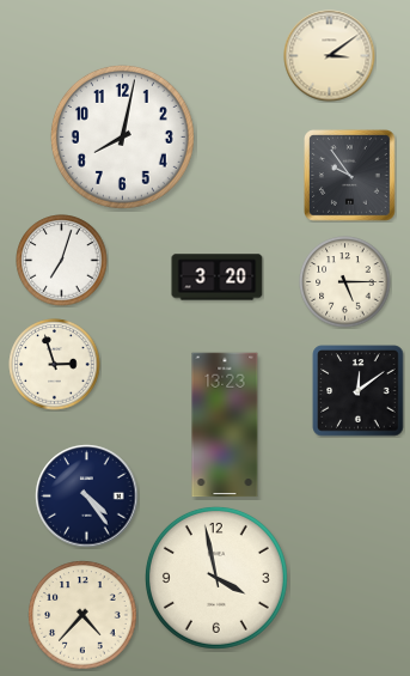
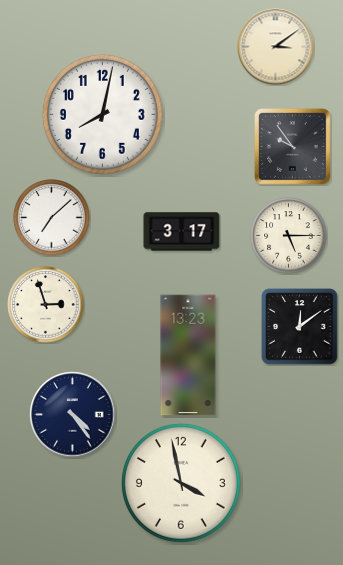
clock at (62, 261): 7:03 -> 7:08
clock at (218, 278): 3:20 -> 3:17
clock at (82, 615): 4:37 -> none
